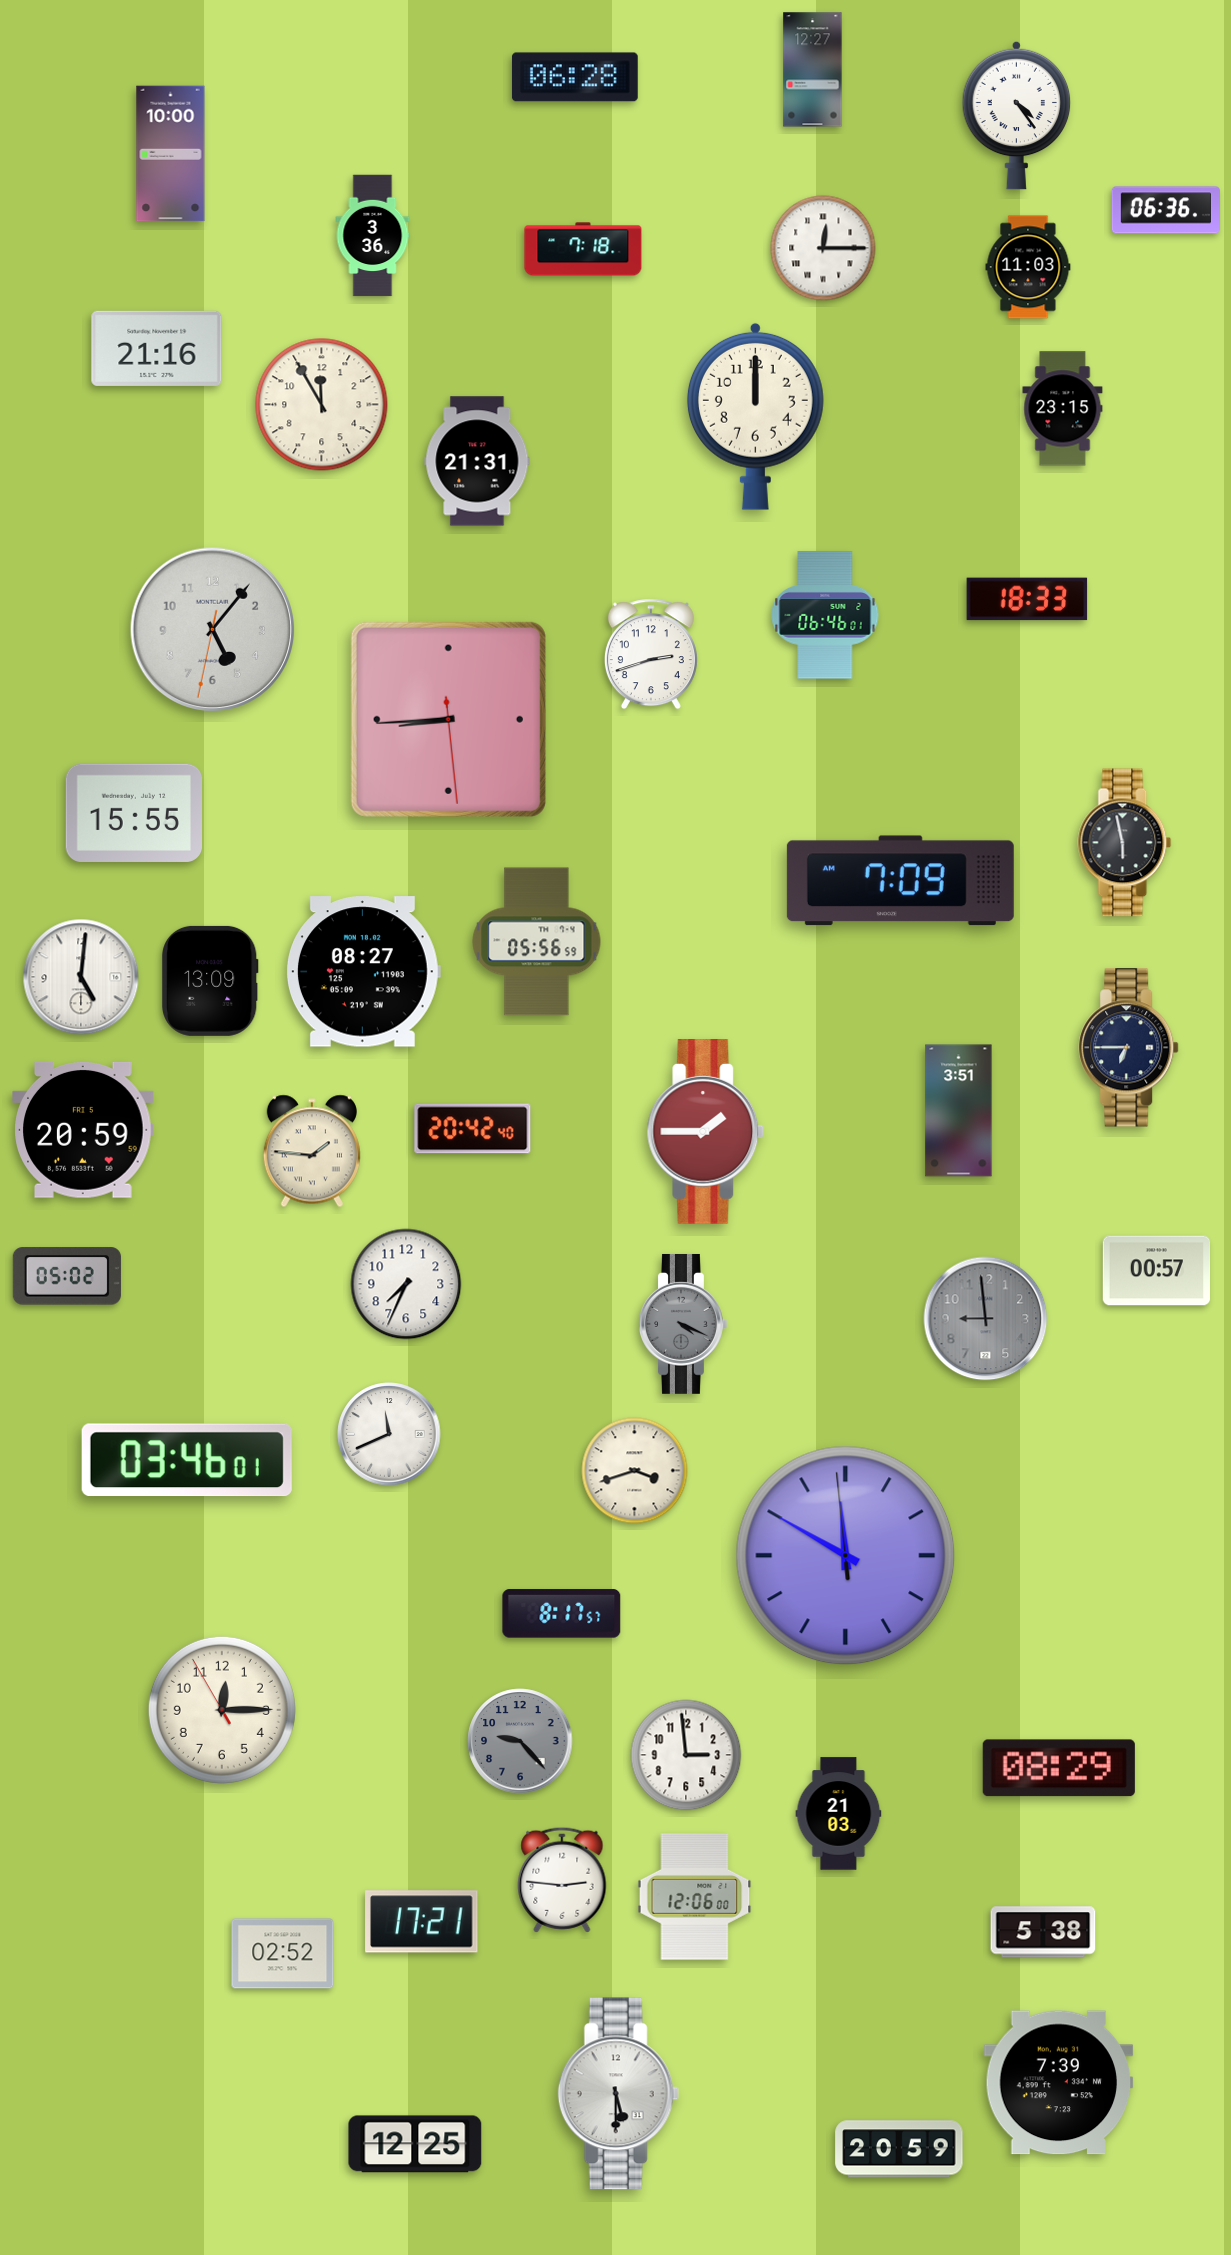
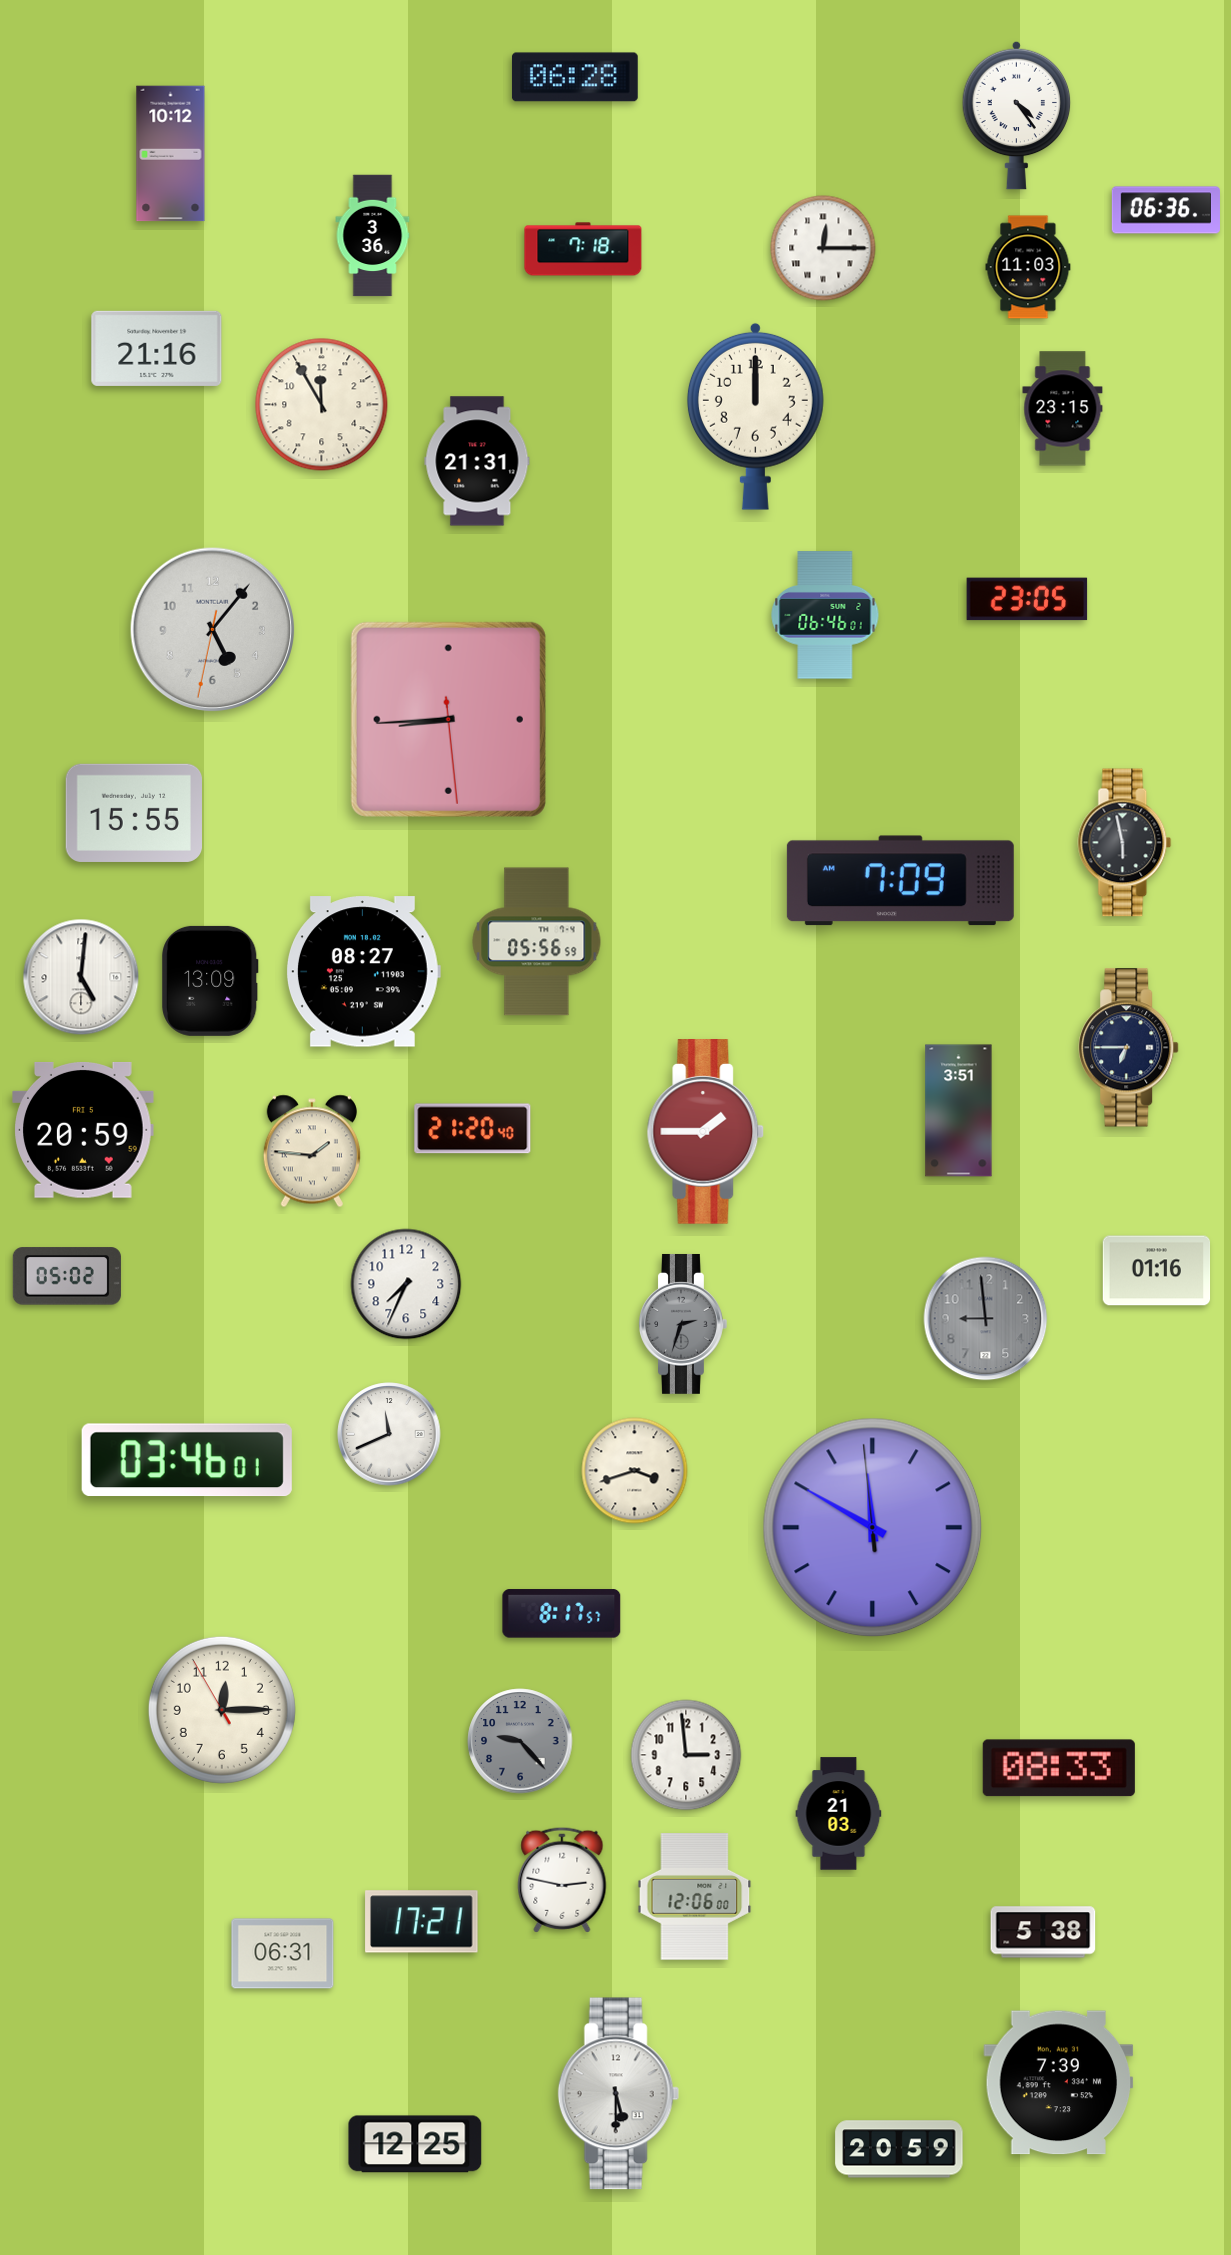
clock at (813, 70): 12:27 -> none
clock at (171, 154): 10:00 -> 10:12
clock at (1027, 599): 18:33 -> 23:05
clock at (651, 654): 2:42 -> none
clock at (473, 1129): 20:42 -> 21:20
clock at (1157, 1271): 00:57 -> 01:16
clock at (683, 1324): 4:19 -> 2:33
clock at (846, 1556) position: (846, 1556) -> (873, 1528)
clock at (1059, 1768): 08:29 -> 08:33
clock at (562, 1880): 2:46 -> 2:47
clock at (283, 1954): 02:52 -> 06:31
